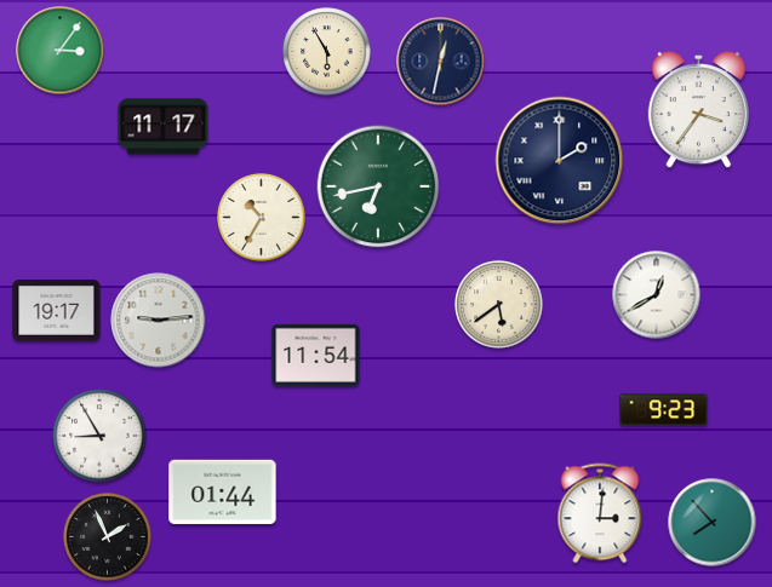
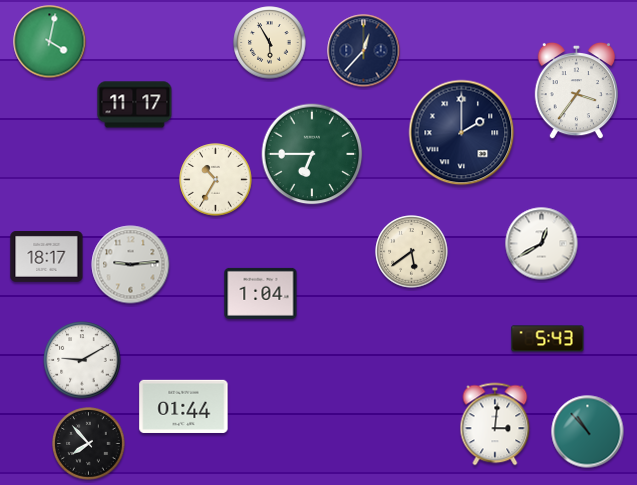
clock at (61, 51): 3:06 -> 4:02
clock at (441, 62): 12:32 -> 12:37
clock at (378, 186): 6:43 -> 6:45
clock at (57, 311): 19:17 -> 18:17
clock at (316, 355): 11:54 -> 1:04
clock at (664, 410): 9:23 -> 5:43
clock at (99, 436): 8:55 -> 9:10
clock at (713, 523): 7:53 -> 10:53
clock at (108, 537): 1:56 -> 7:53
